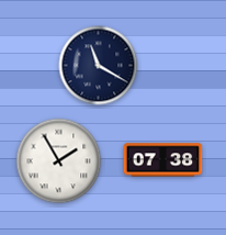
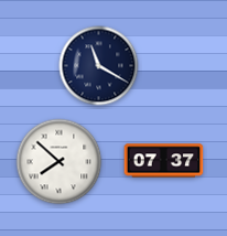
clock at (163, 160): 07:38 -> 07:37
clock at (59, 161): 1:55 -> 7:52
